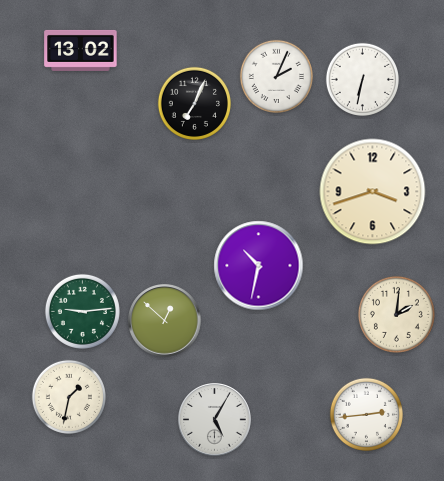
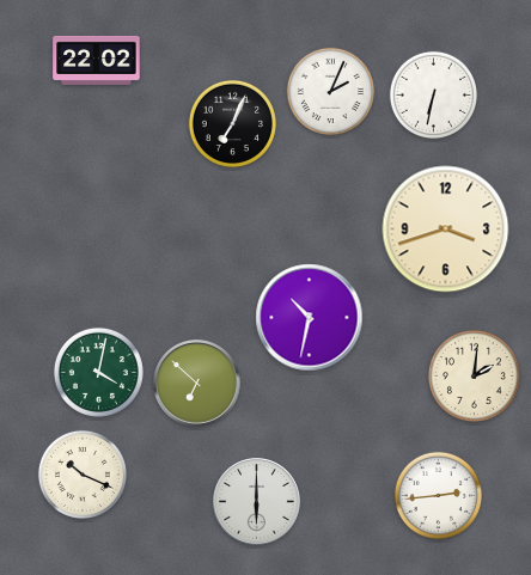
clock at (81, 50): 13:02 -> 22:02
clock at (82, 311): 9:14 -> 4:02
clock at (165, 321): 12:52 -> 6:52
clock at (69, 397): 1:32 -> 10:19
clock at (215, 420): 5:05 -> 6:00
